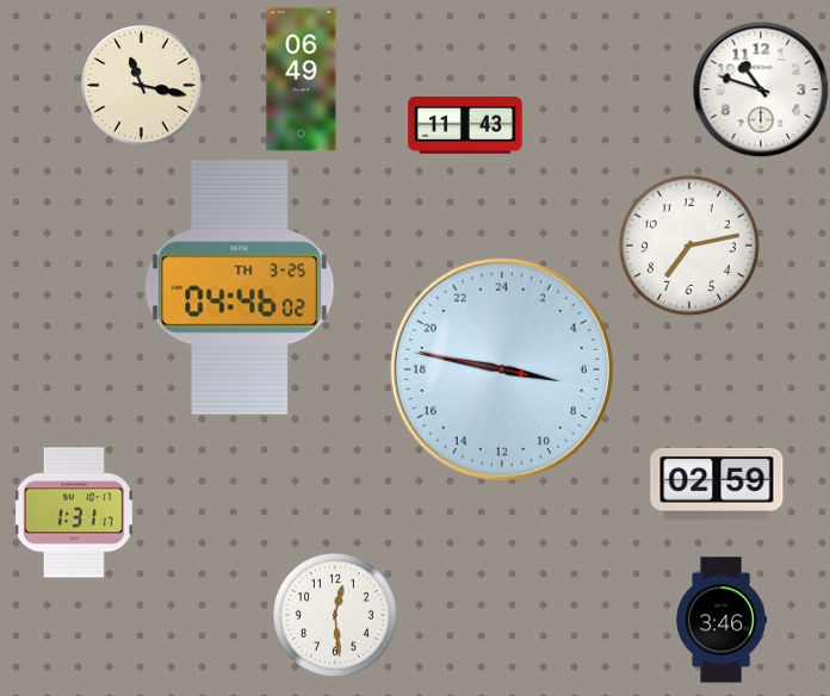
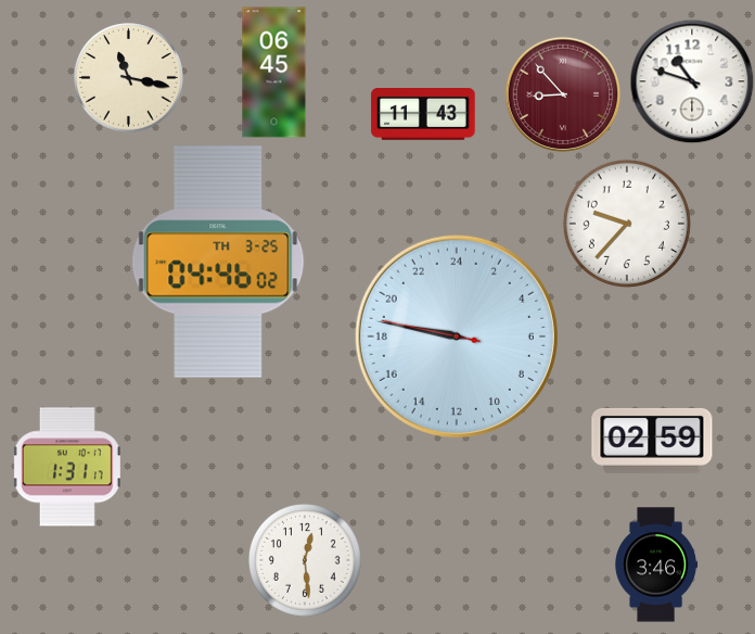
clock at (302, 80): 06:49 -> 06:45
clock at (562, 93): none -> 8:53
clock at (689, 246): 7:13 -> 9:37
clock at (502, 369): 6:46 -> 18:46
